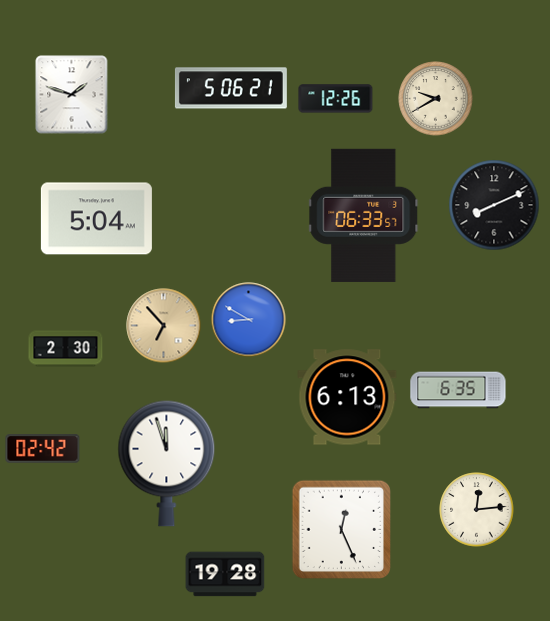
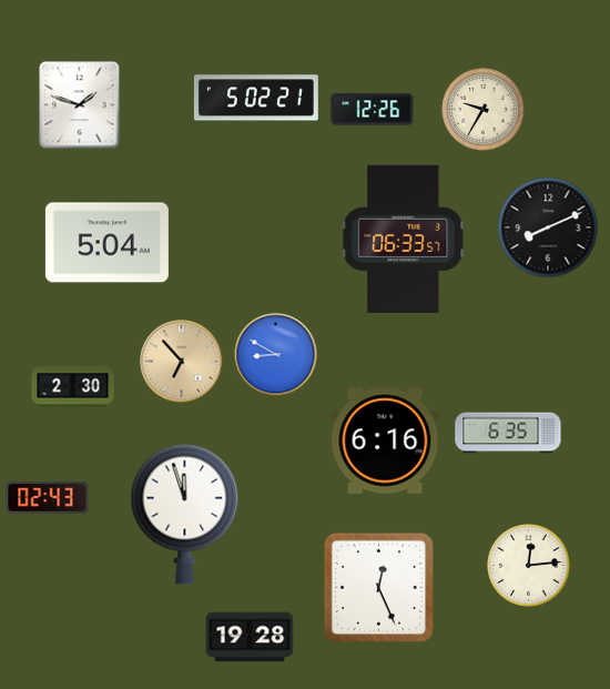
clock at (231, 88): 5:06 -> 5:02
clock at (436, 99): 9:40 -> 9:35
clock at (347, 397): 6:13 -> 6:16
clock at (43, 449): 02:42 -> 02:43
